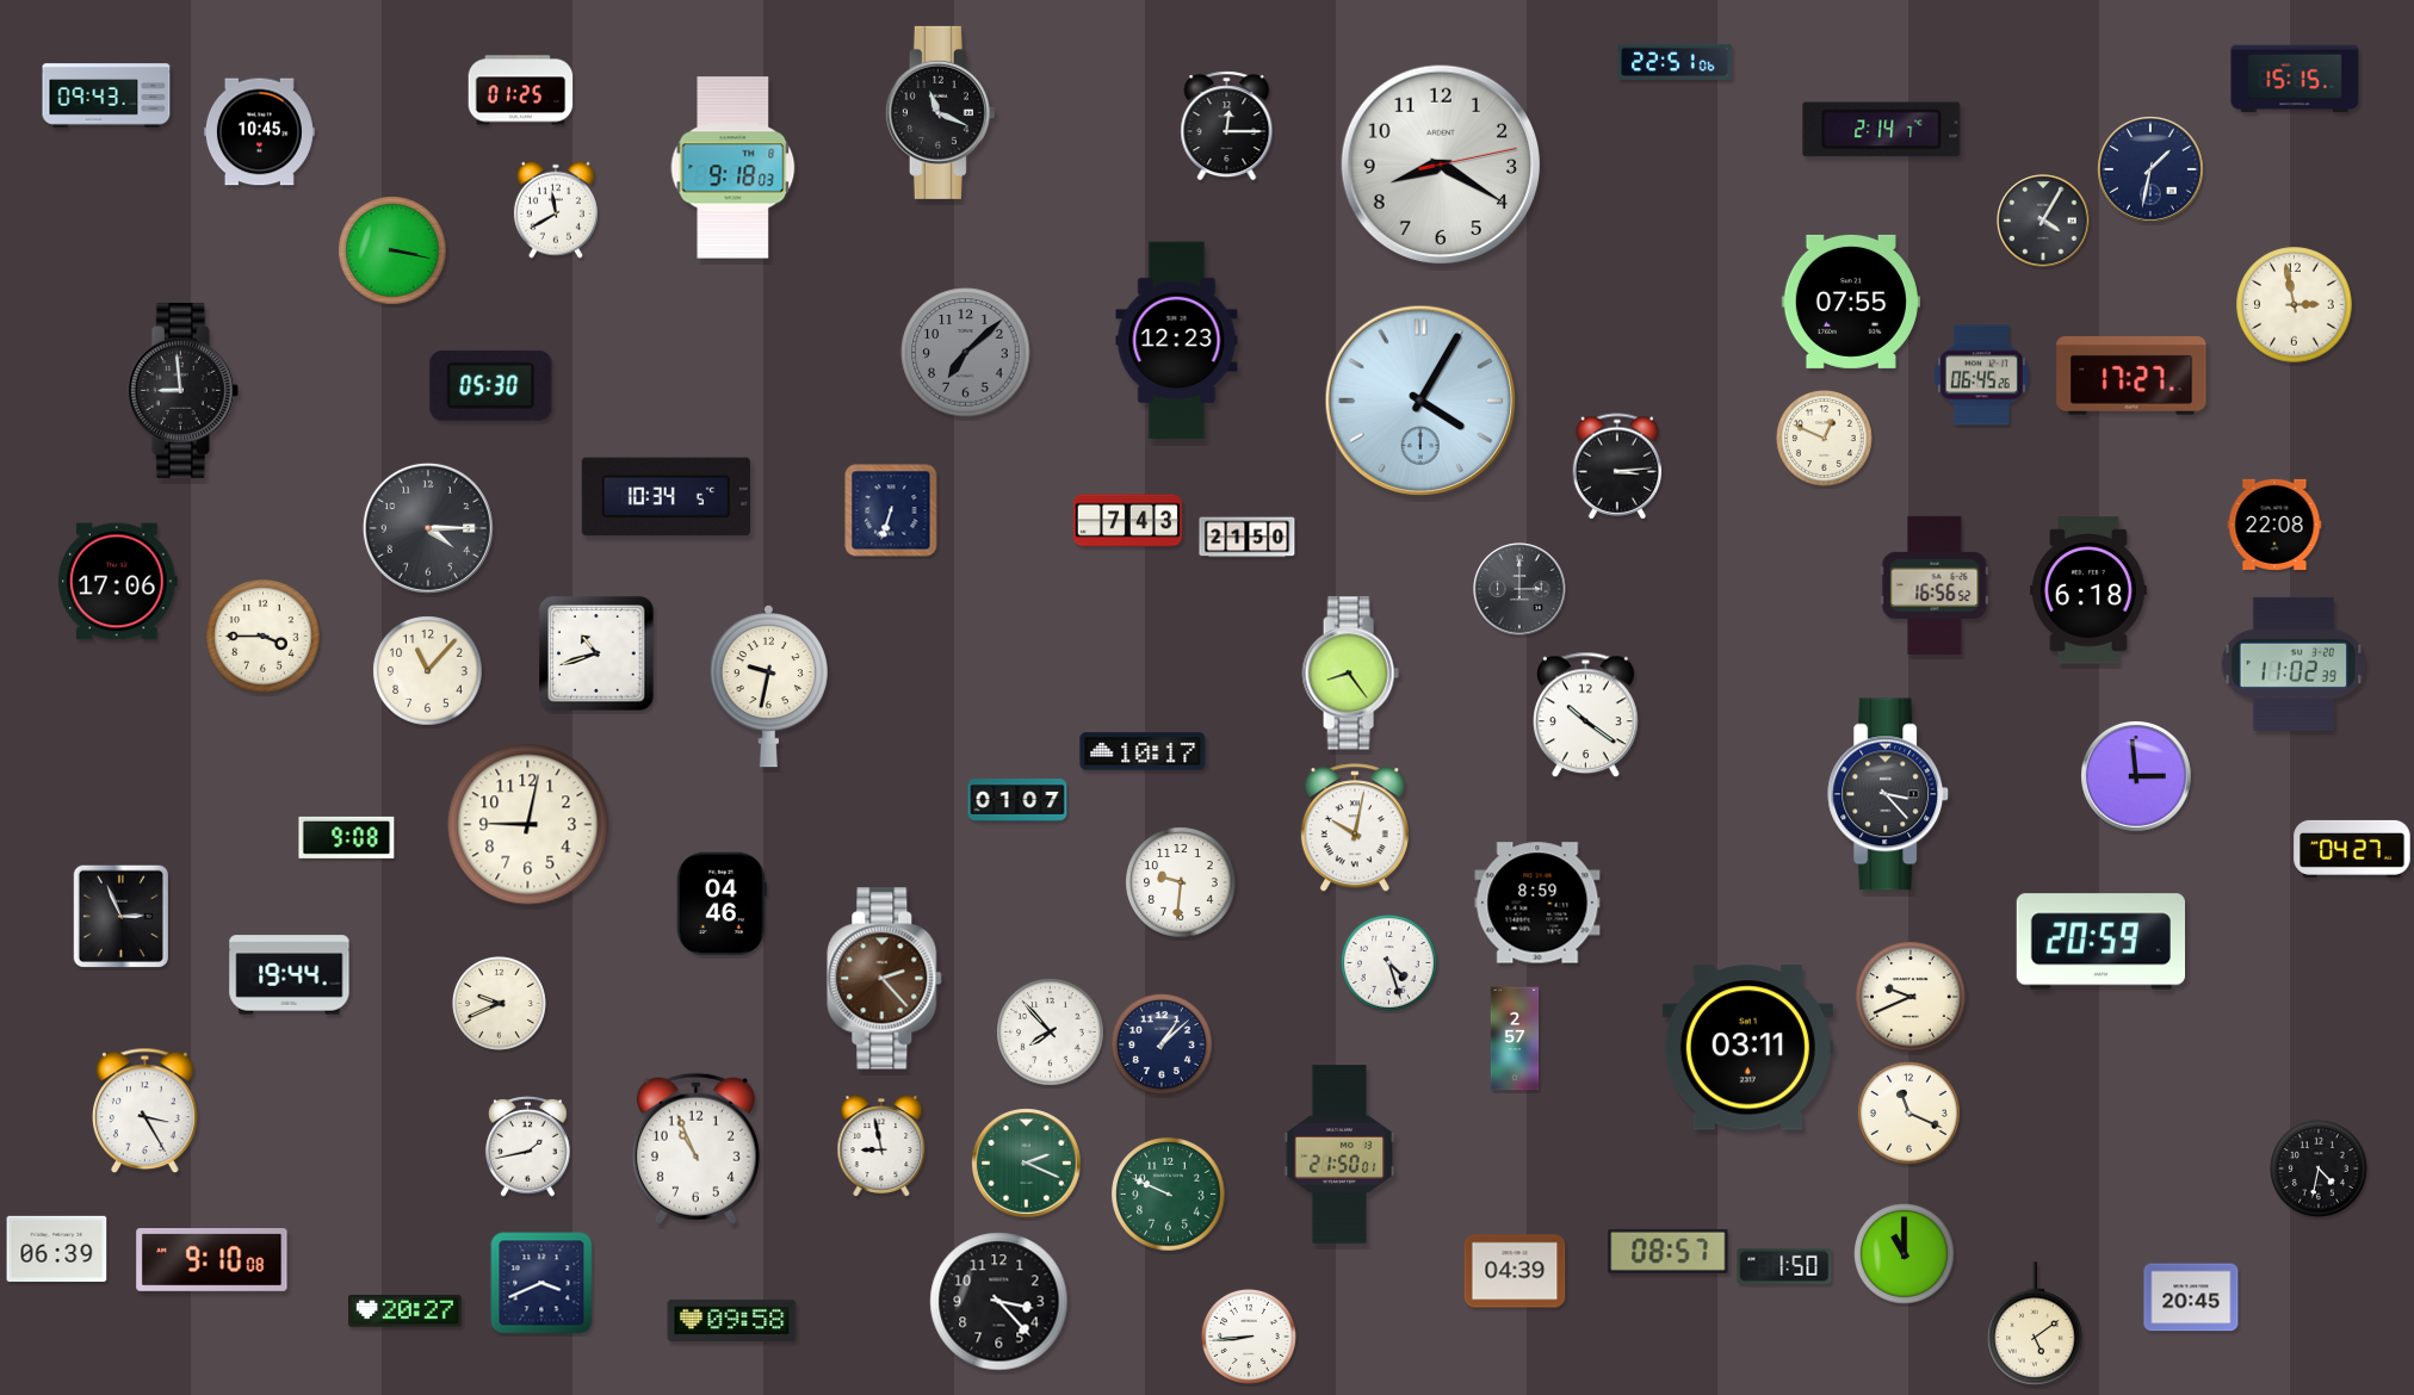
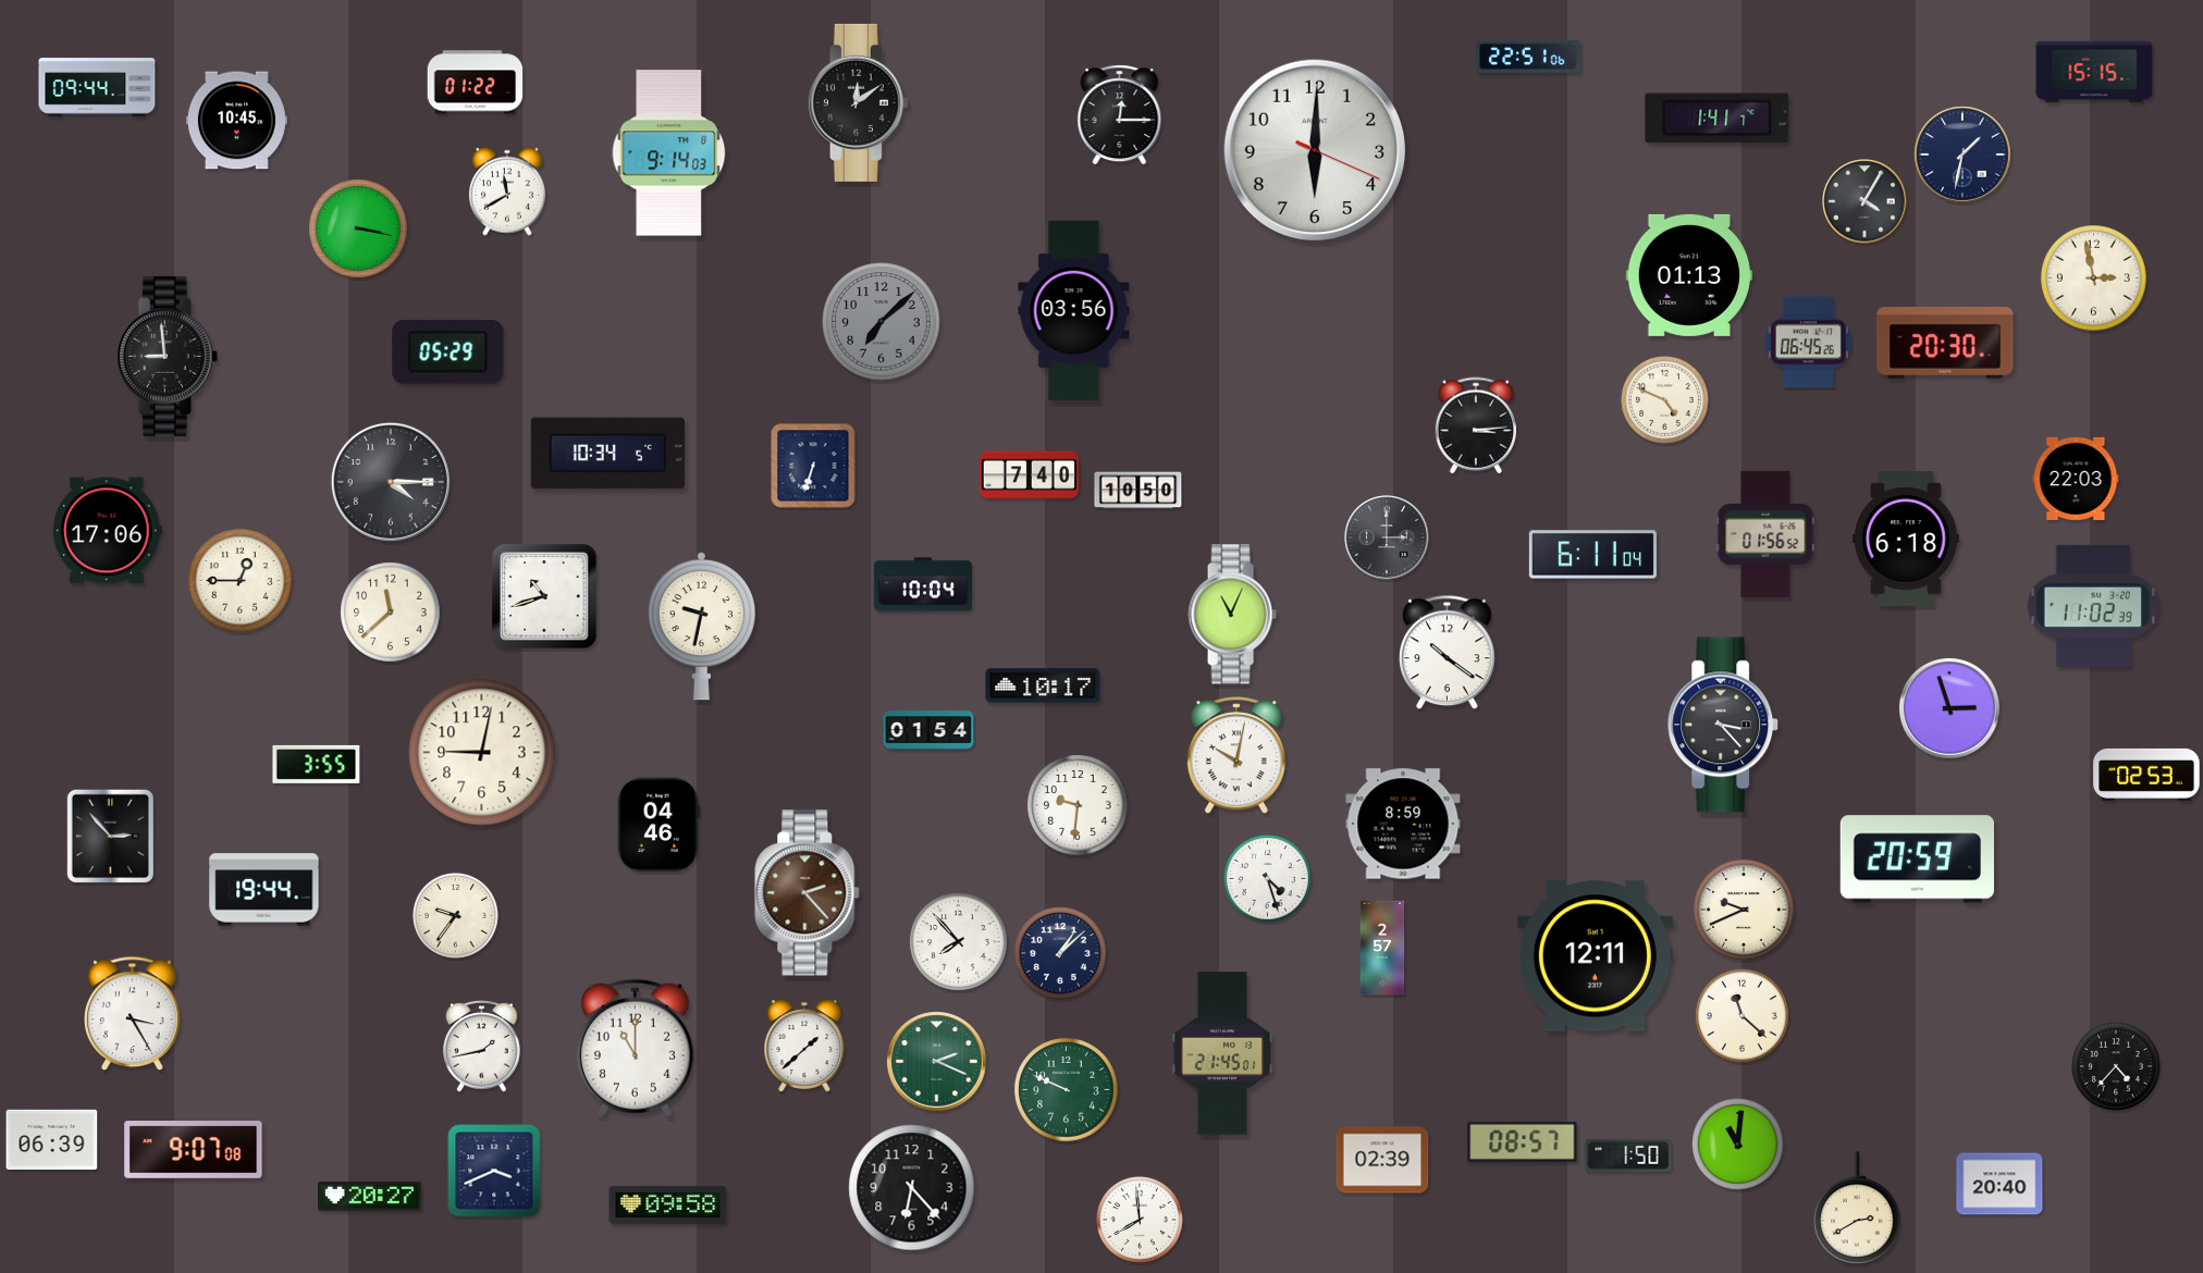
clock at (521, 91): 01:25 -> 01:22
clock at (106, 95): 09:43 -> 09:44
clock at (940, 112): 11:19 -> 12:09
clock at (1882, 130): 2:14 -> 1:41
clock at (1441, 165): 8:20 -> 6:00
clock at (734, 168): 9:18 -> 9:14
clock at (1851, 302): 07:55 -> 01:13
clock at (1177, 341): 12:23 -> 03:56
clock at (2131, 376): 17:27 -> 20:30
clock at (491, 385): 05:30 -> 05:29
clock at (1419, 399): 4:05 -> none
clock at (1824, 438): 12:49 -> 4:49
clock at (1127, 521): 7:43 -> 7:40
clock at (2274, 525): 22:08 -> 22:03
clock at (1248, 538): 21:50 -> 10:50
clock at (1935, 585): 16:56 -> 01:56
clock at (1592, 555): none -> 6:11
clock at (264, 637): 3:45 -> 12:45
clock at (923, 584): none -> 10:04
clock at (428, 671): 11:07 -> 11:38
clock at (1350, 674): 8:24 -> 11:04
clock at (2137, 777): 2:59 -> 2:57
clock at (1017, 800): 01:07 -> 01:54
clock at (347, 837): 9:08 -> 3:55
clock at (2352, 849): 04:27 -> 02:53
clock at (120, 916): 2:56 -> 2:53
clock at (499, 1003): 9:41 -> 9:36
clock at (1747, 1048): 03:11 -> 12:11
clock at (1909, 1114): 11:19 -> 11:22
clock at (881, 1146): 8:58 -> 1:38
clock at (695, 1148): 10:56 -> 11:00
clock at (1339, 1154): 21:50 -> 21:45
clock at (2319, 1168): 4:32 -> 4:37
clock at (1905, 1254): 11:00 -> 11:01
clock at (212, 1260): 9:10 -> 9:07
clock at (1515, 1271): 04:39 -> 02:39
clock at (2191, 1297): 20:45 -> 20:40
clock at (999, 1302): 3:23 -> 6:23
clock at (2035, 1323): 5:09 -> 2:40
clock at (1249, 1337): 8:44 -> 7:59
